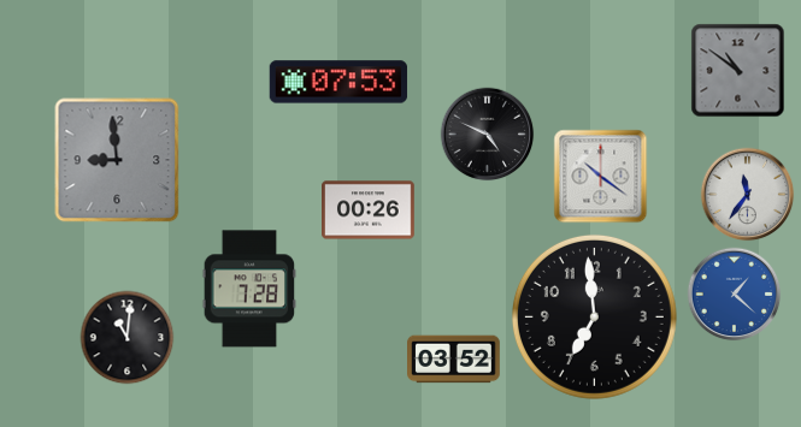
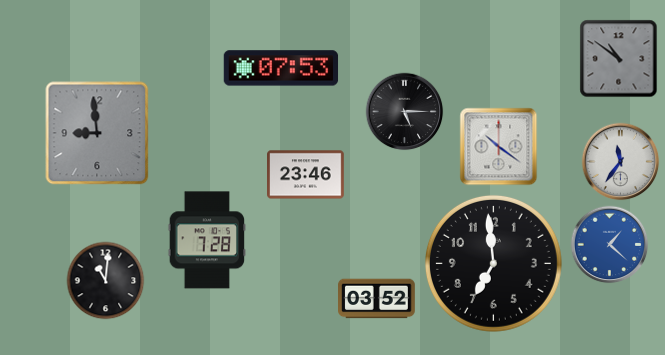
clock at (737, 70) position: (737, 70) -> (618, 58)
clock at (487, 134): 4:49 -> 5:15
clock at (369, 210): 00:26 -> 23:46
